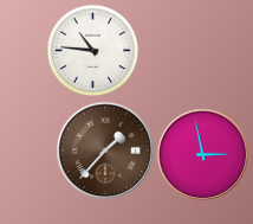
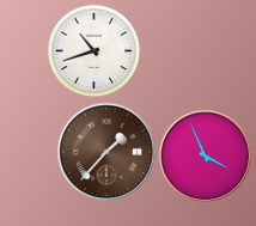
clock at (92, 50): 10:46 -> 10:42
clock at (202, 154): 2:58 -> 3:56
